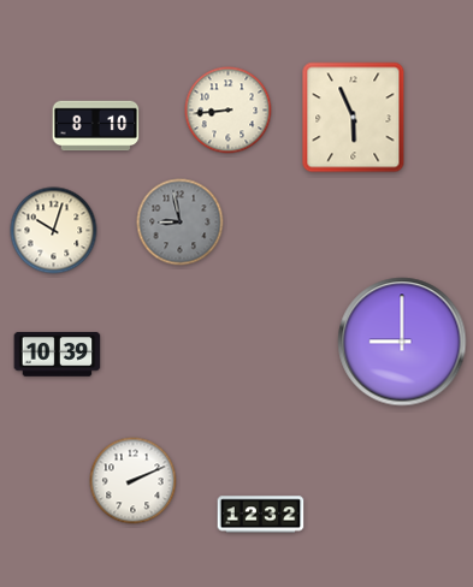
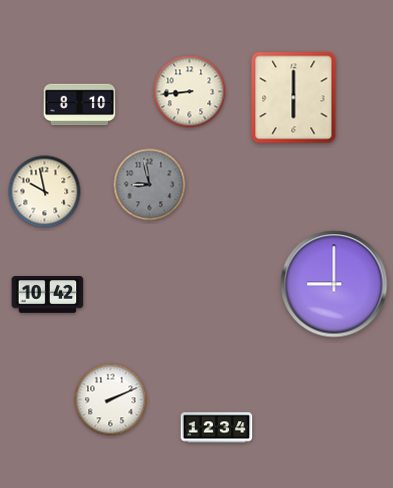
clock at (354, 118): 5:56 -> 6:00
clock at (54, 231): 10:03 -> 9:58
clock at (58, 355): 10:39 -> 10:42
clock at (261, 515): 12:32 -> 12:34
